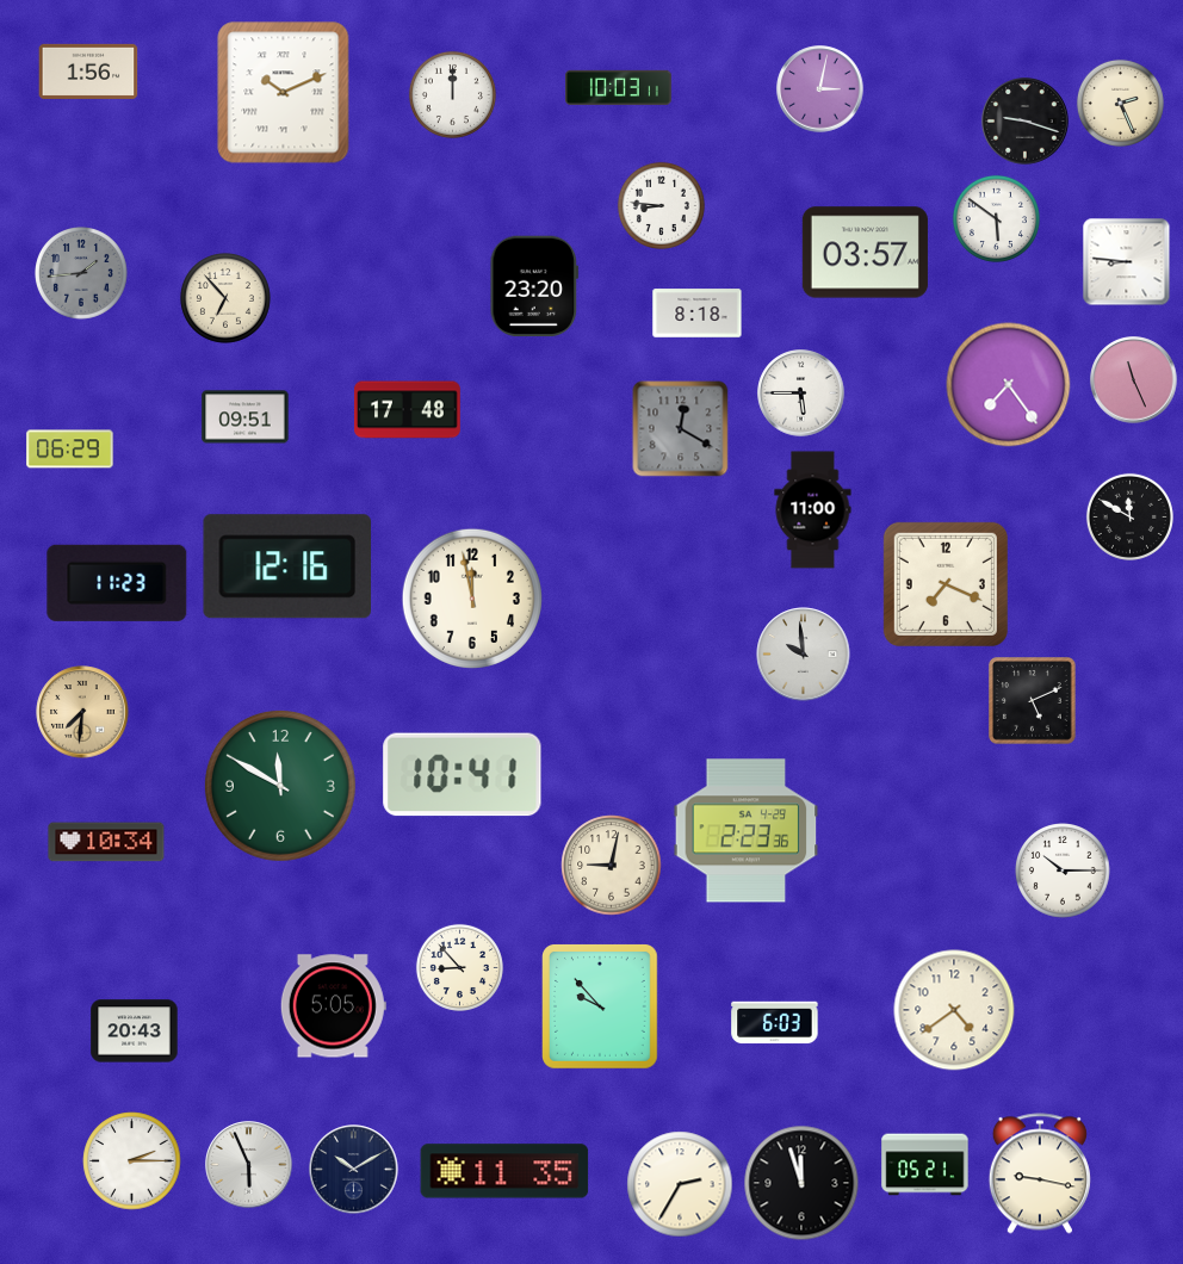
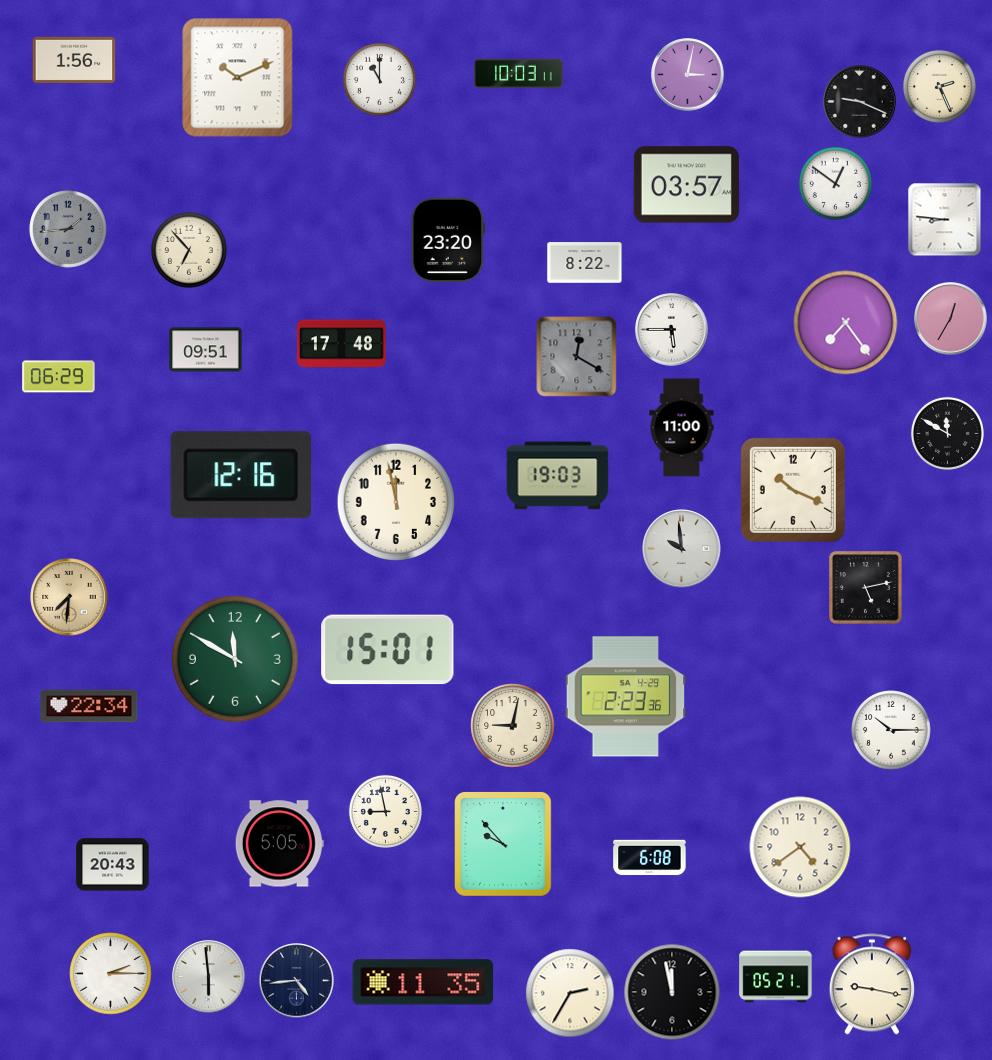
clock at (452, 94): 12:00 -> 11:00
clock at (1026, 122): 9:18 -> 9:19
clock at (661, 205): 8:46 -> none
clock at (996, 218): 5:51 -> 12:51
clock at (865, 253) position: (865, 253) -> (686, 185)
clock at (698, 314): 8:18 -> 8:22
clock at (1134, 380): 11:26 -> 12:35
clock at (681, 429) position: (681, 429) -> (577, 357)
clock at (558, 476): none -> 19:03
clock at (117, 583): 11:23 -> none
clock at (946, 584): 7:19 -> 10:19
clock at (804, 655) position: (804, 655) -> (682, 549)
clock at (1033, 701): 5:11 -> 5:13
clock at (463, 775): 10:41 -> 15:01
clock at (106, 842): 10:34 -> 22:34
clock at (459, 967): 8:53 -> 8:58
clock at (775, 1023): 6:03 -> 6:08
clock at (249, 1165): 5:56 -> 5:59
clock at (354, 1170): 10:10 -> 4:44
clock at (801, 1183): 11:57 -> 11:58
